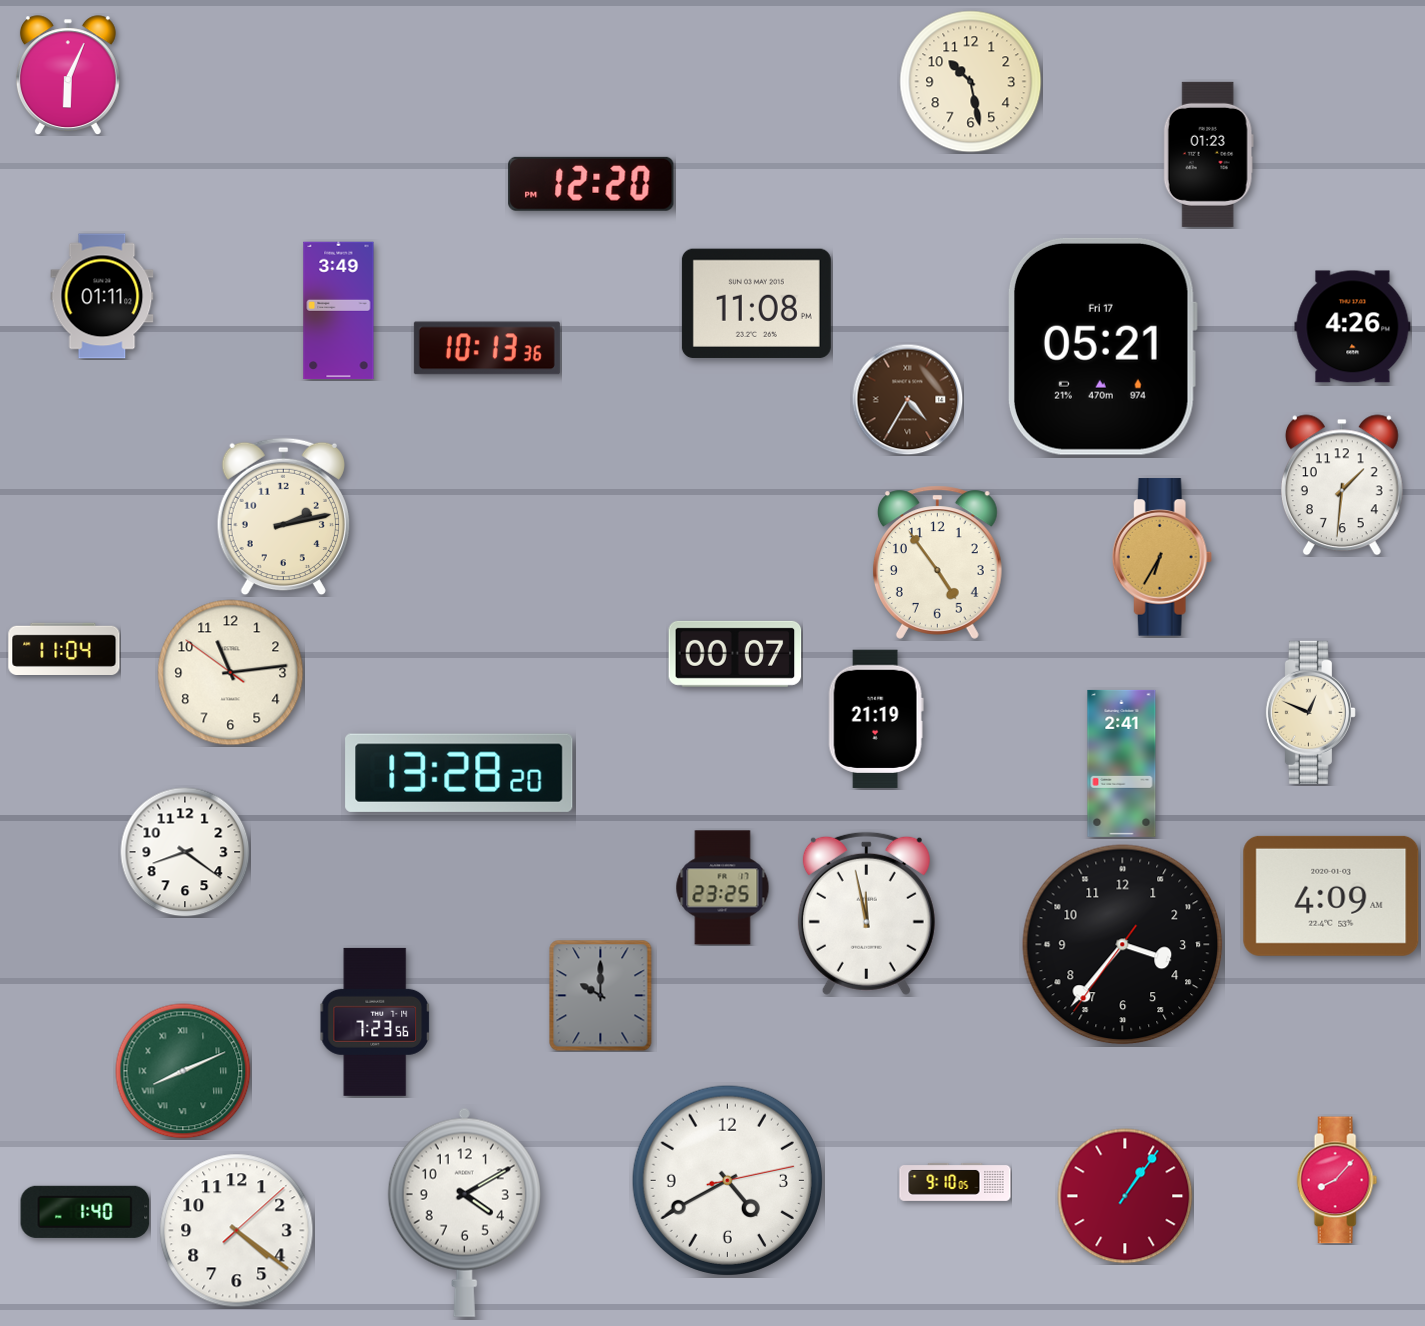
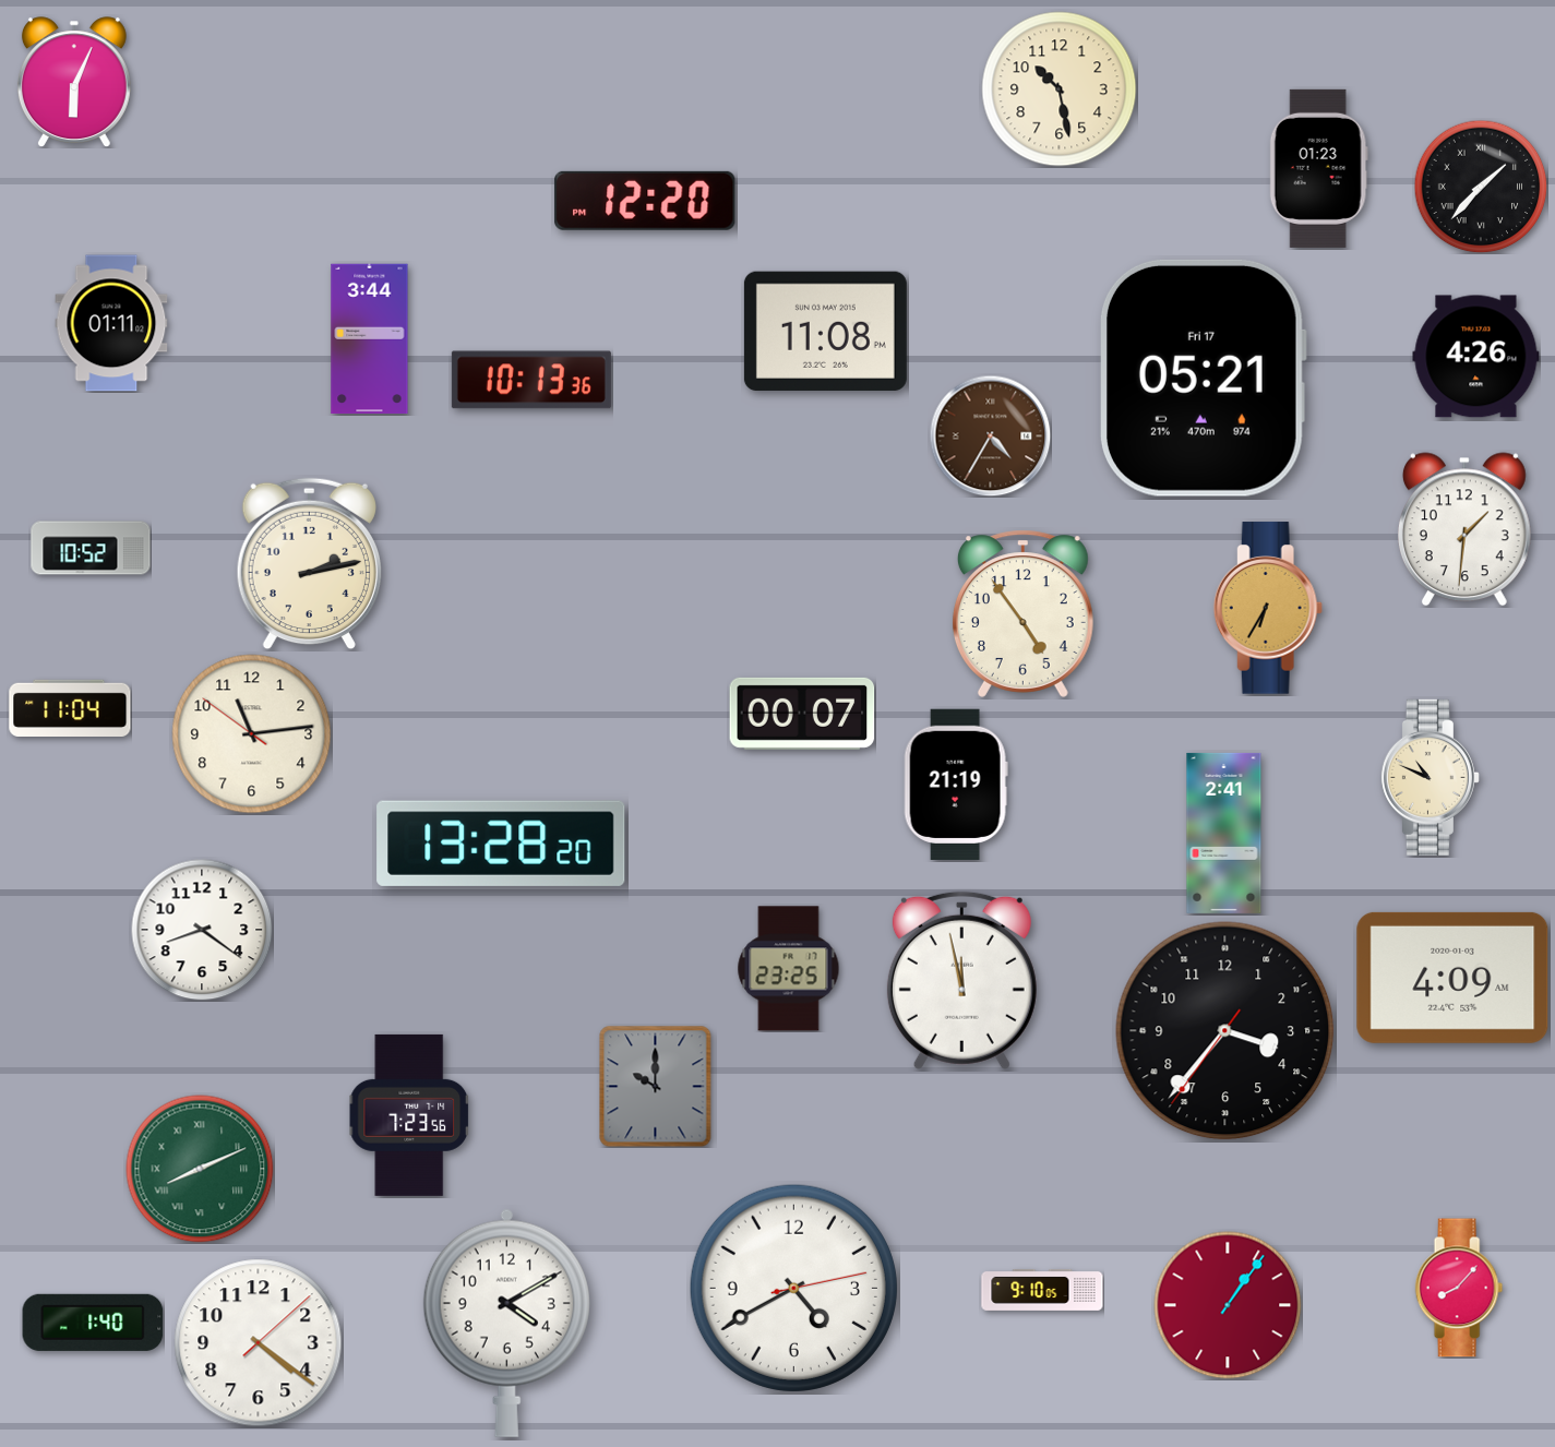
clock at (1481, 187): none -> 1:37
clock at (339, 311): 3:49 -> 3:44
clock at (91, 548): none -> 10:52
clock at (1310, 712): 12:49 -> 10:49
clock at (866, 913) position: (866, 913) -> (961, 980)
